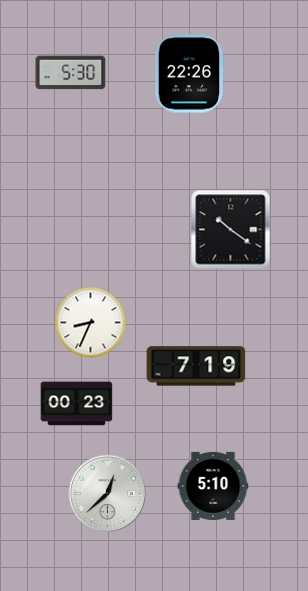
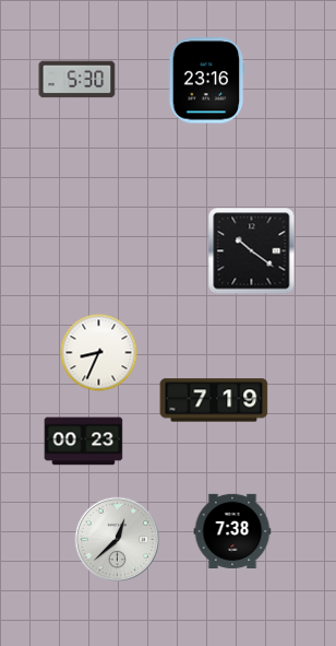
clock at (189, 74): 22:26 -> 23:16
clock at (213, 486): 5:10 -> 7:38
